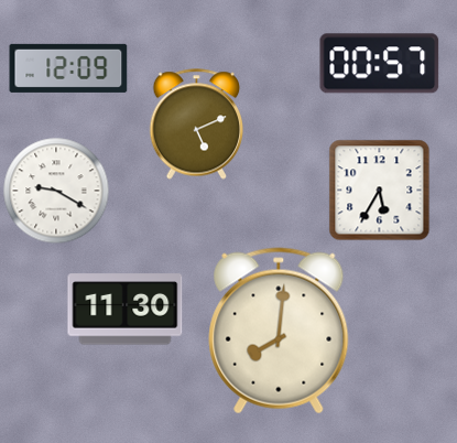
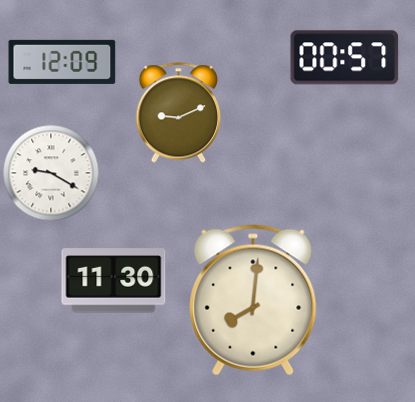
clock at (197, 125): 5:11 -> 9:11
clock at (380, 191): 5:35 -> none
